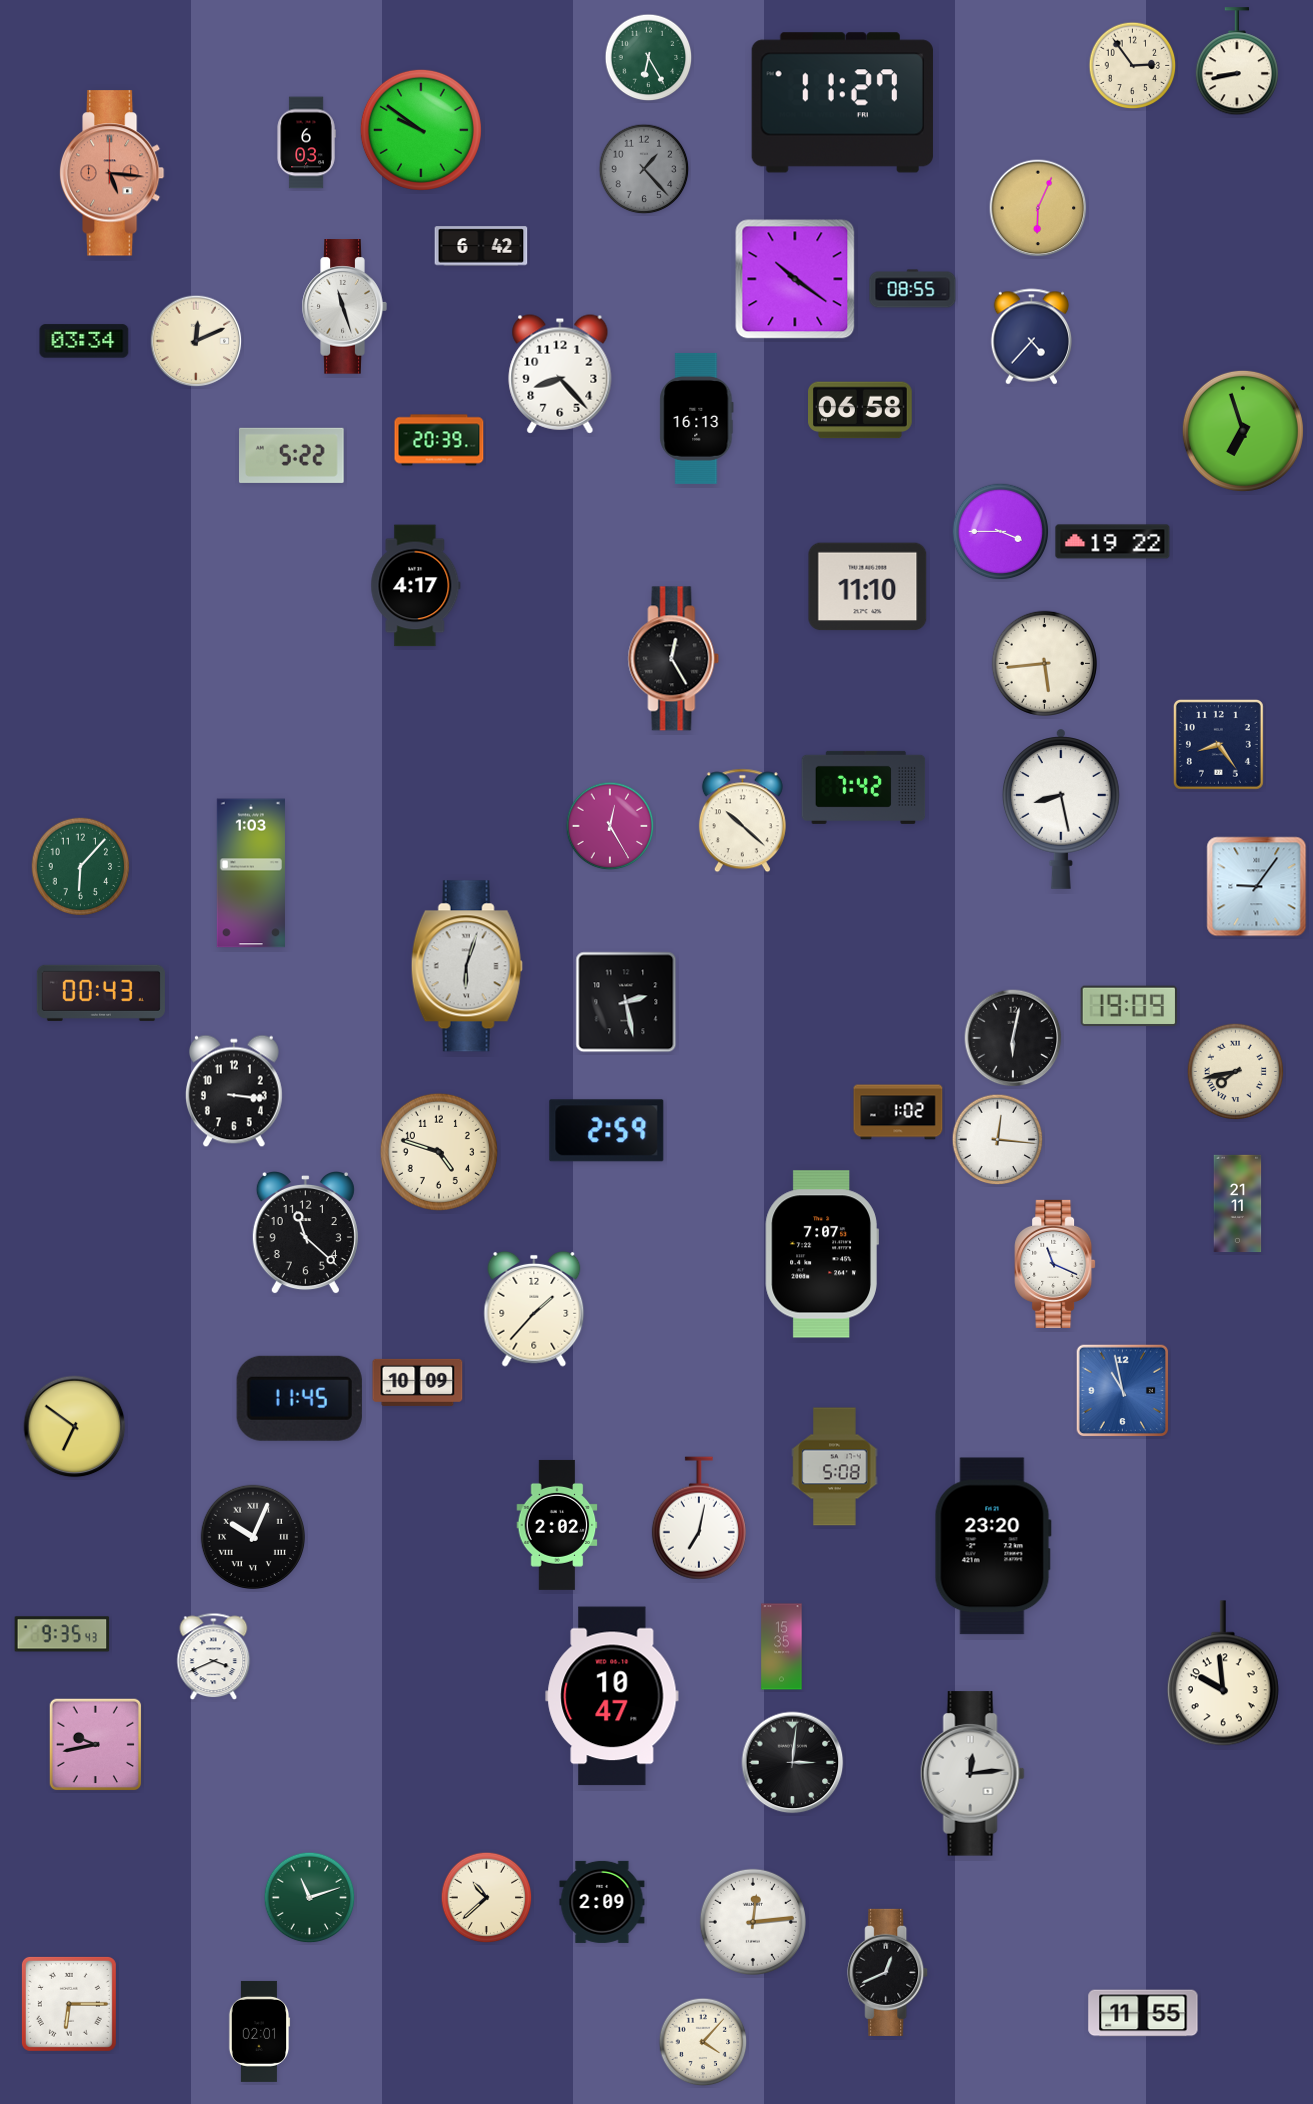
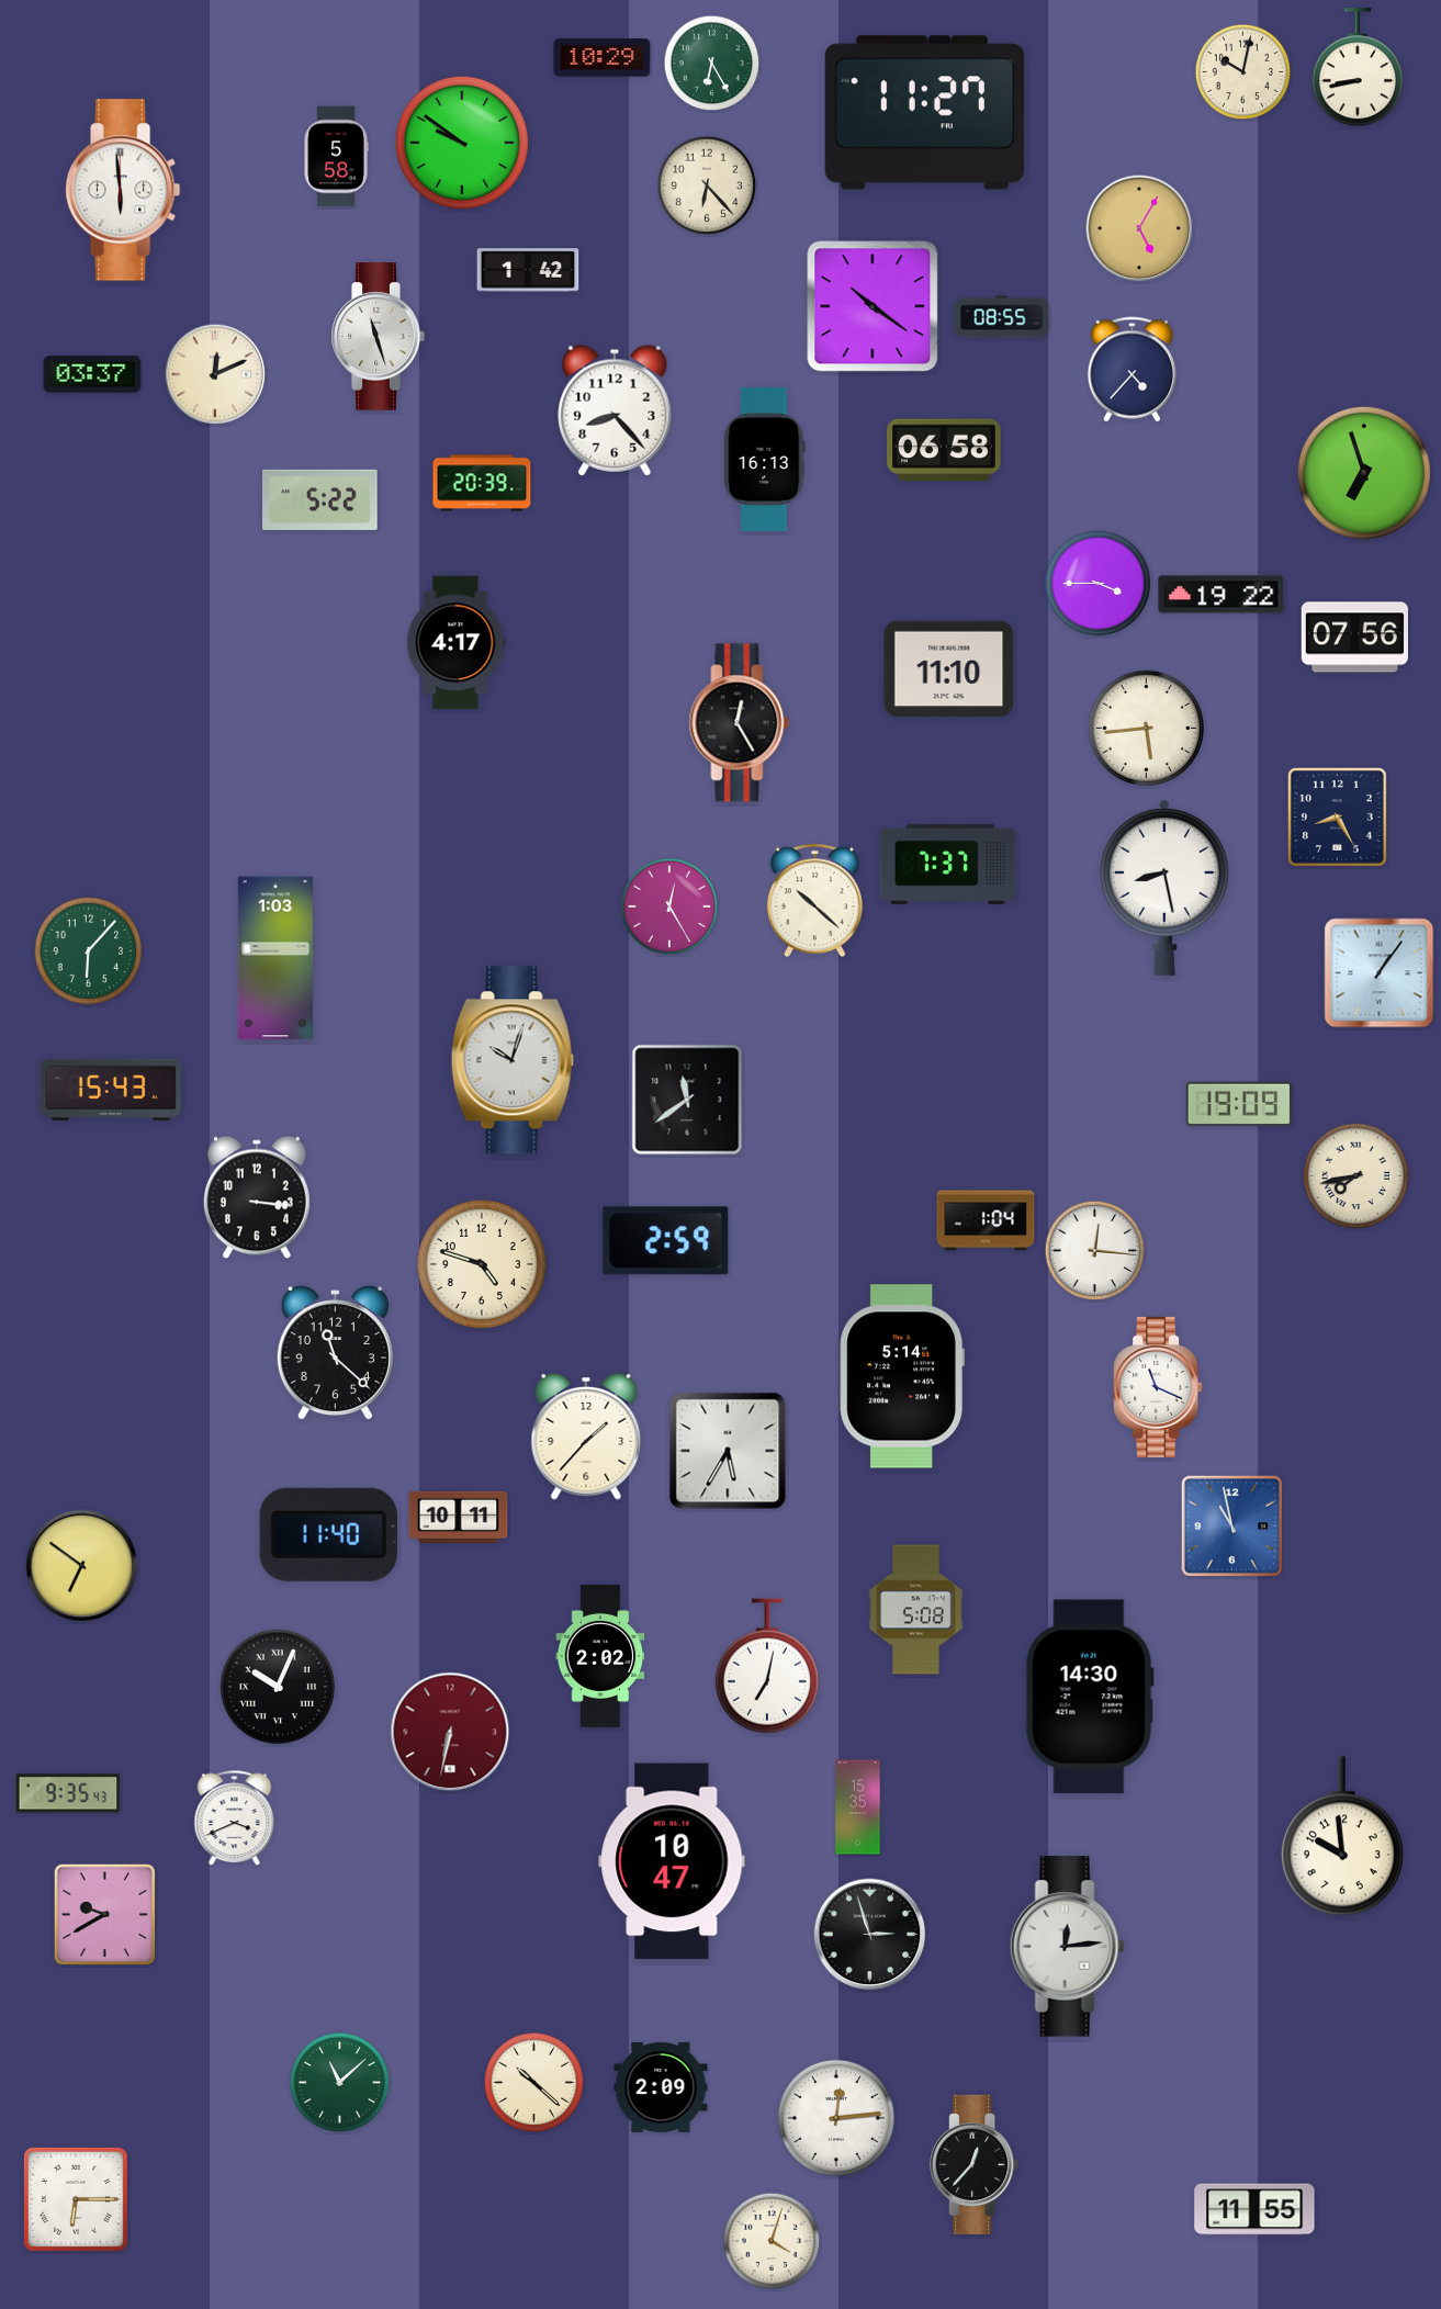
clock at (603, 58): none -> 10:29
clock at (1133, 66): 2:54 -> 10:02
clock at (306, 143): 6:03 -> 5:58
clock at (644, 169): 1:23 -> 6:23
clock at (644, 169) dial: grey -> cream
clock at (112, 173): 5:16 -> 5:59
clock at (112, 173) dial: salmon -> white
clock at (1038, 208): 6:04 -> 5:05
clock at (481, 246): 6:42 -> 1:42
clock at (84, 341): 03:34 -> 03:37
clock at (1354, 638): none -> 07:56
clock at (868, 587) position: (868, 587) -> (949, 669)
clock at (1218, 744): 8:24 -> 8:25
clock at (864, 787): 7:42 -> 7:37
clock at (1257, 887): 9:06 -> 1:06
clock at (467, 966): 6:03 -> 10:03
clock at (101, 993): 00:43 -> 15:43
clock at (626, 1002): 2:28 -> 11:39
clock at (1013, 1038): 6:02 -> none
clock at (898, 1112): 1:02 -> 1:04
clock at (1238, 1204): 21:11 -> none
clock at (822, 1254): 7:07 -> 5:14
clock at (728, 1451): none -> 5:35
clock at (418, 1382): 10:09 -> 10:11
clock at (299, 1398): 11:45 -> 11:40
clock at (557, 1525) position: (557, 1525) -> (600, 1656)
clock at (993, 1546): 23:20 -> 14:30
clock at (450, 1732): none -> 6:32
clock at (96, 1745): 9:43 -> 9:40
clock at (793, 1763): 3:01 -> 2:57
clock at (310, 1898): 11:12 -> 11:08
clock at (487, 1898): 10:38 -> 10:22
clock at (753, 1922) position: (753, 1922) -> (836, 2118)
clock at (888, 1972): 12:41 -> 12:37
clock at (259, 2031): 02:01 -> none
clock at (703, 2042): 4:07 -> 4:03
